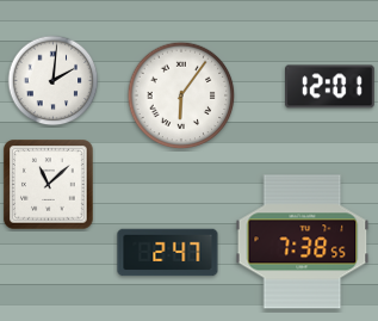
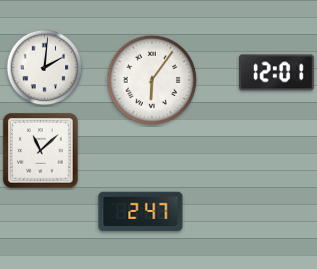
clock at (49, 185) position: (49, 185) -> (41, 151)
clock at (303, 242): 7:38 -> none
